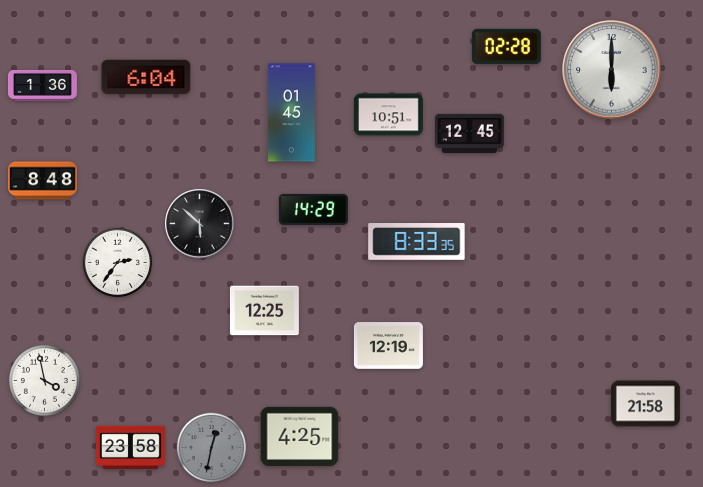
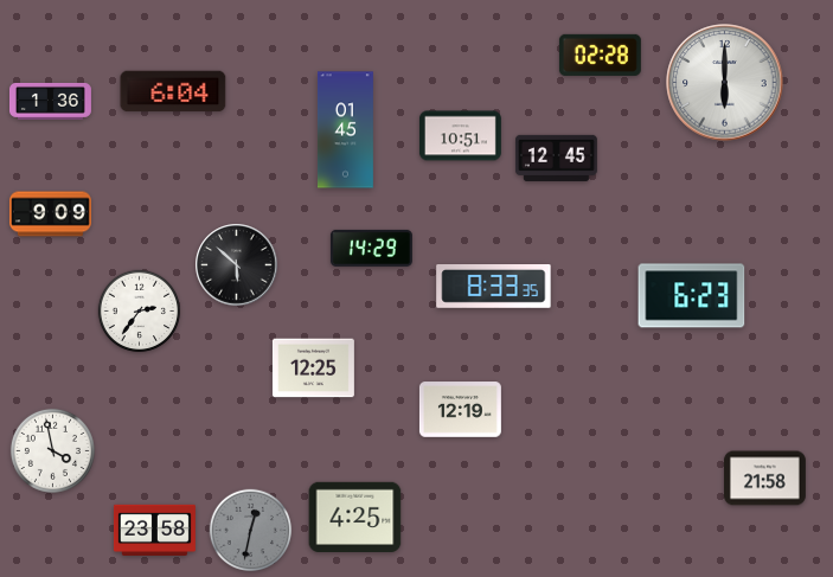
clock at (291, 113) position: (291, 113) -> (345, 130)
clock at (42, 181): 8:48 -> 9:09
clock at (692, 296): none -> 6:23
